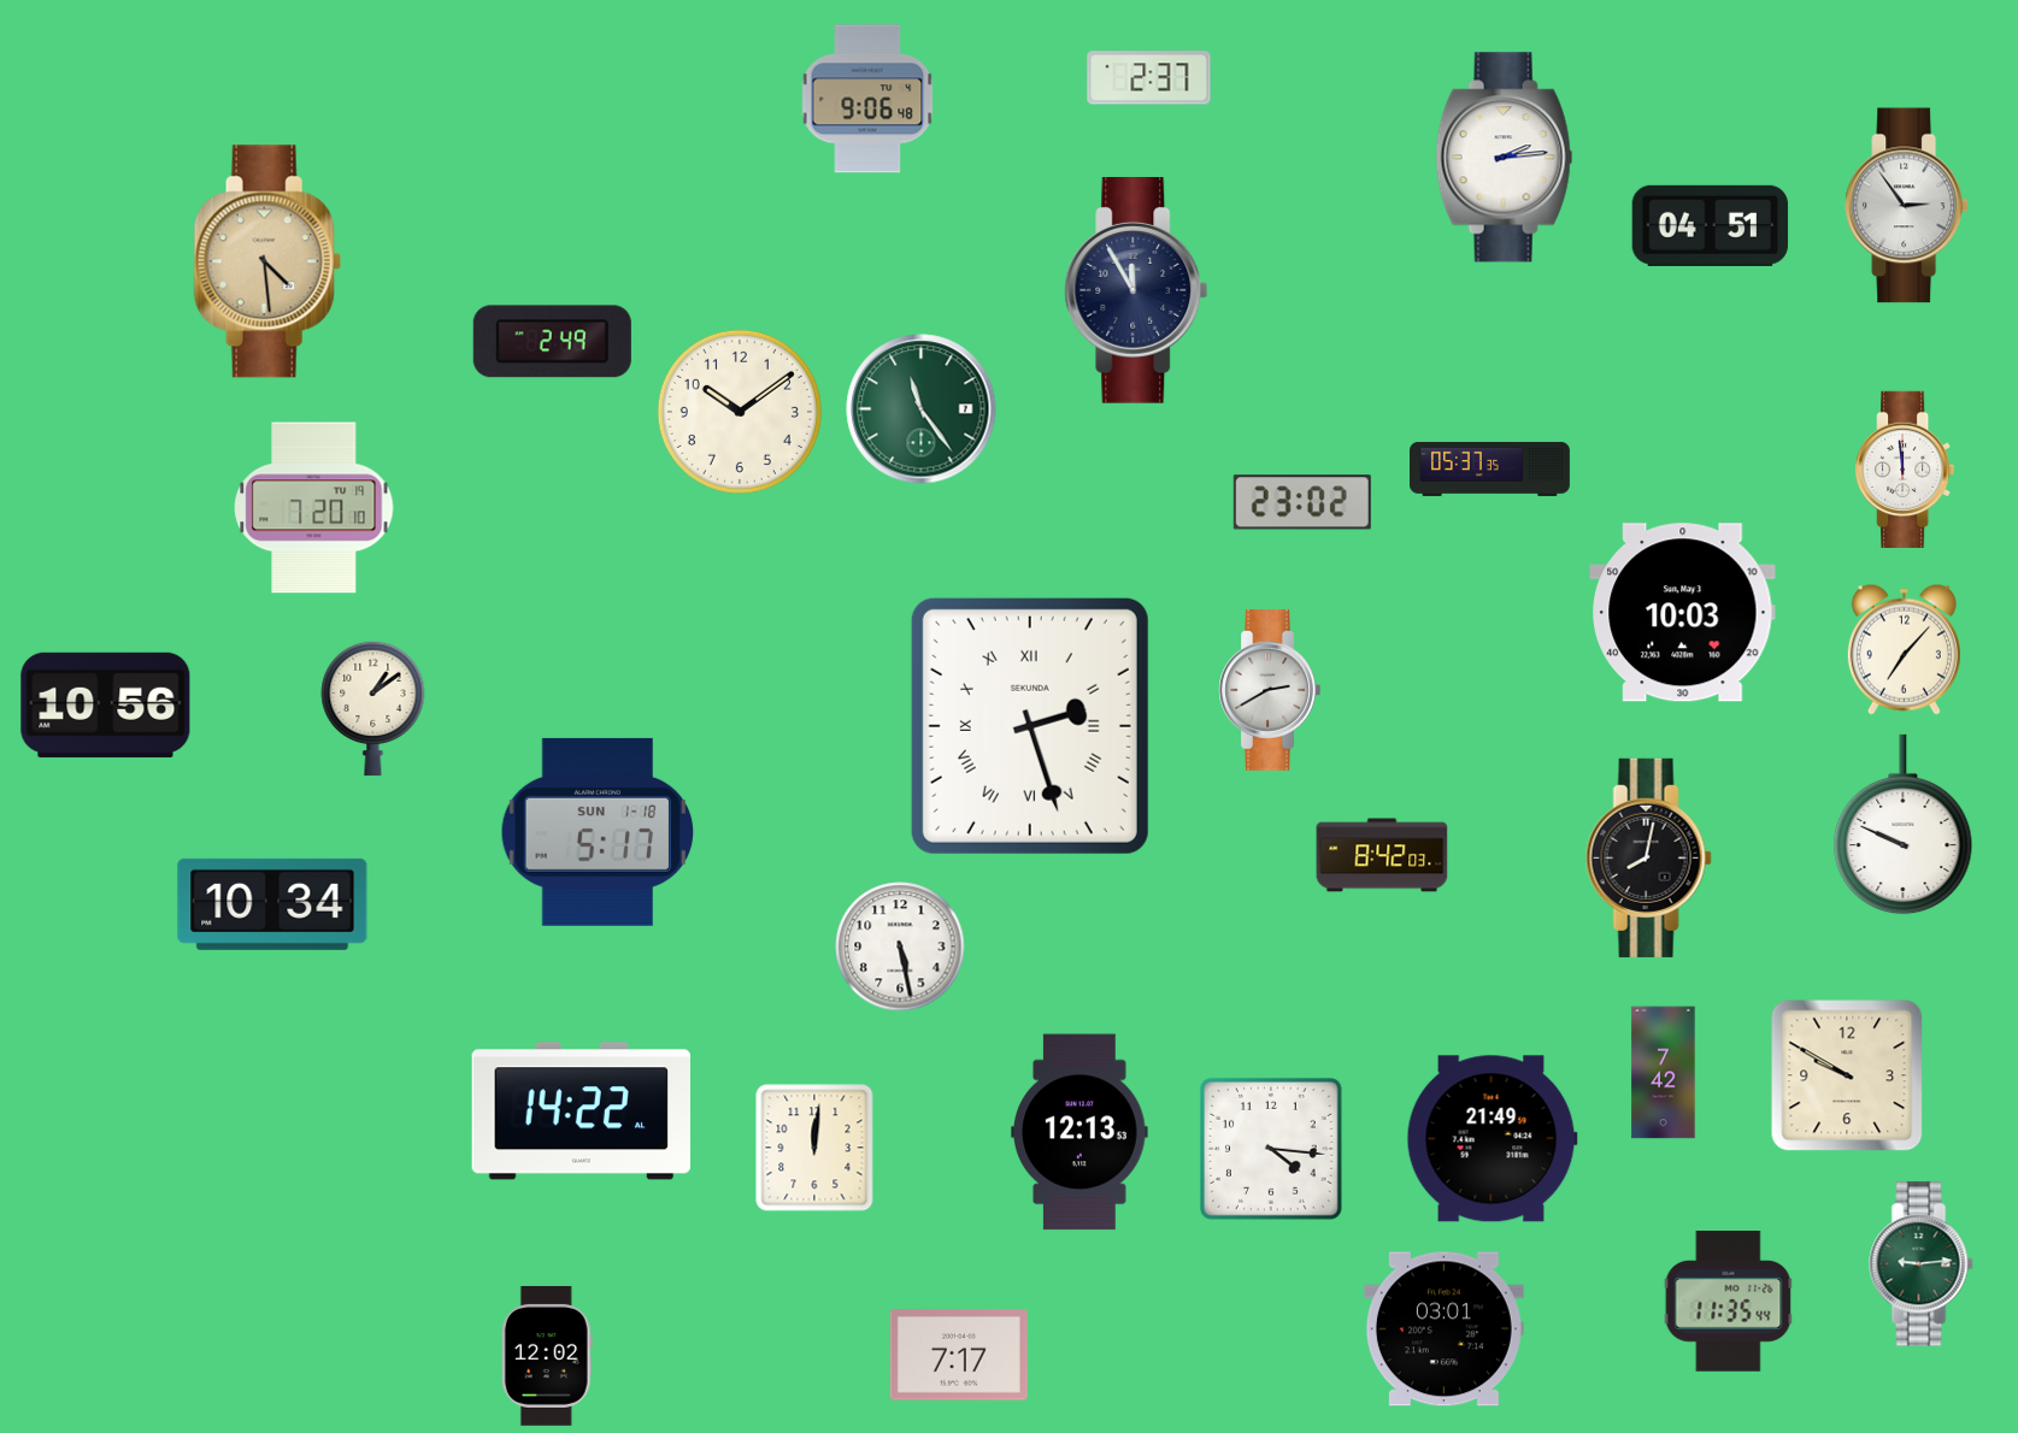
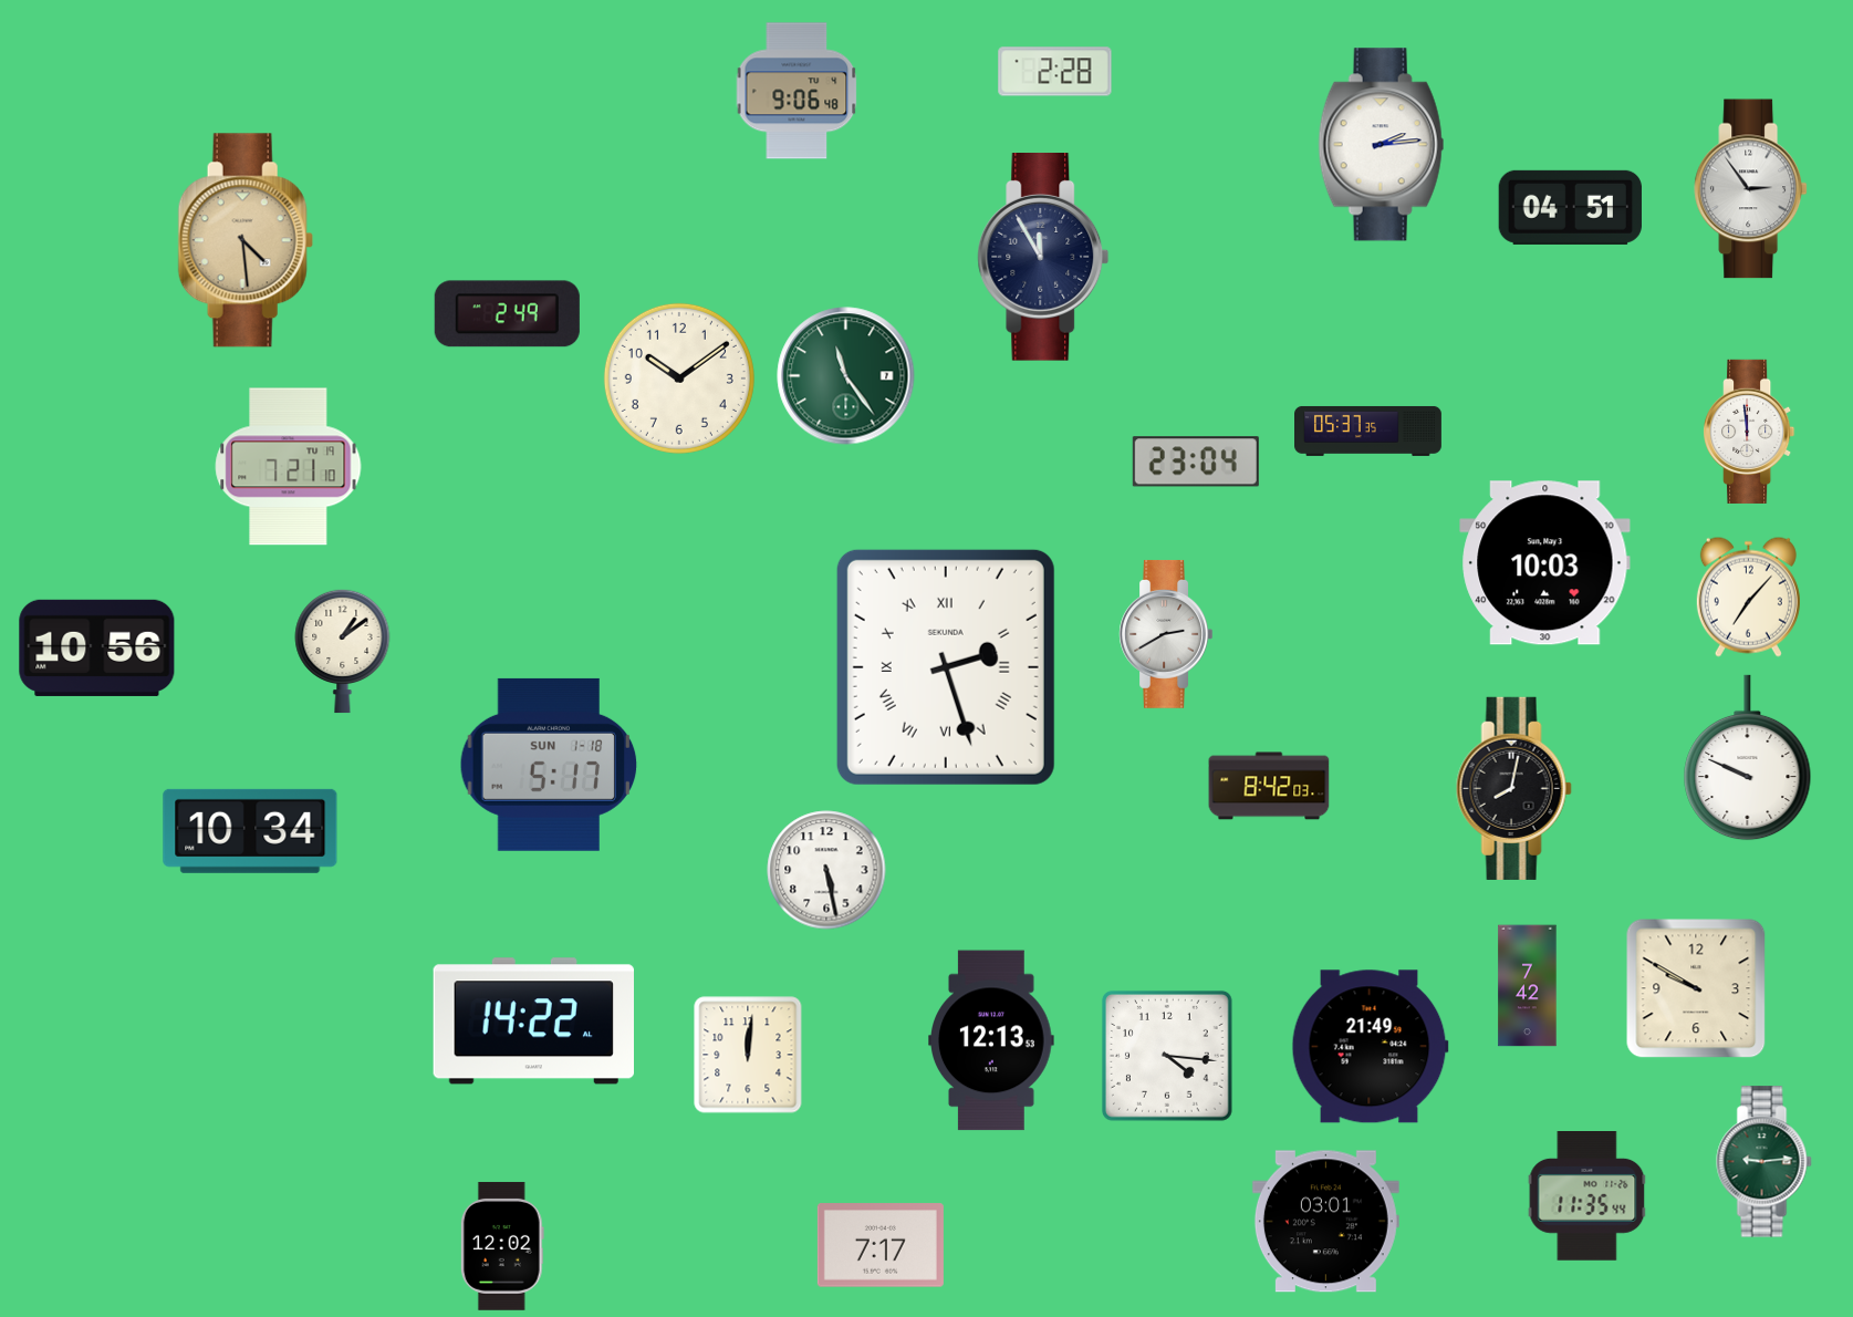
clock at (1149, 78): 2:37 -> 2:28
clock at (1136, 291) position: (1136, 291) -> (1043, 258)
clock at (1302, 502): 23:02 -> 23:04
clock at (314, 508): 7:20 -> 7:21
